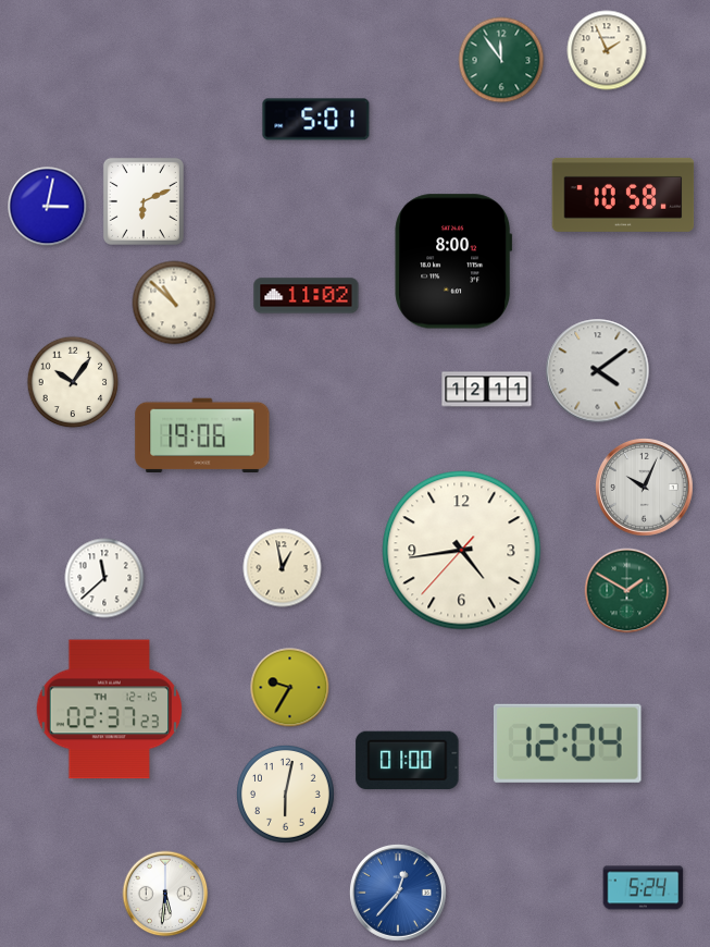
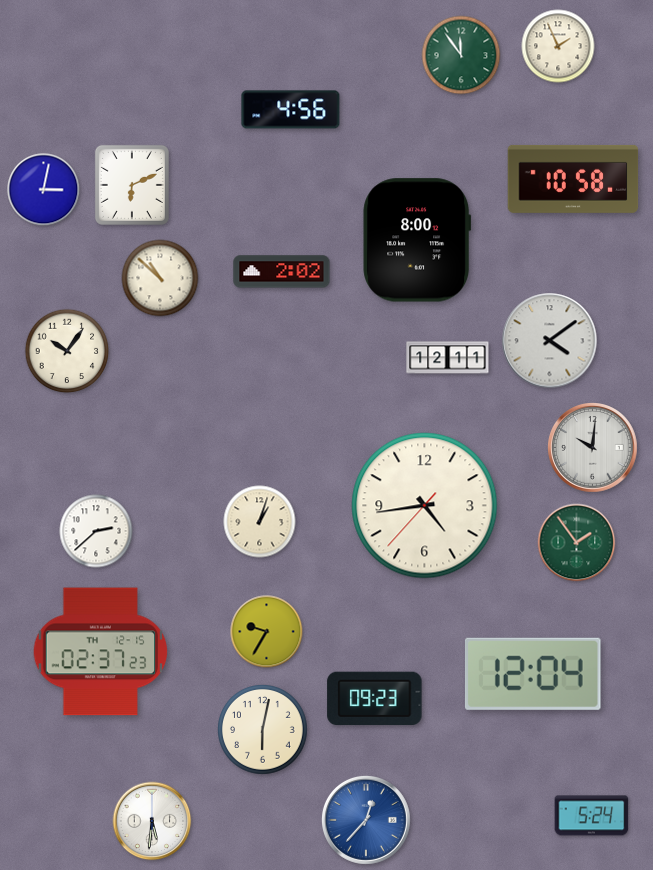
clock at (316, 120): 5:01 -> 4:56
clock at (307, 296): 11:02 -> 2:02
clock at (202, 434): 19:06 -> none
clock at (645, 488): 10:04 -> 10:01
clock at (283, 568): 12:58 -> 1:03
clock at (104, 578): 11:38 -> 2:38
clock at (627, 591): 1:50 -> 1:54
clock at (568, 743) position: (568, 743) -> (533, 674)
clock at (408, 761): 01:00 -> 09:23
